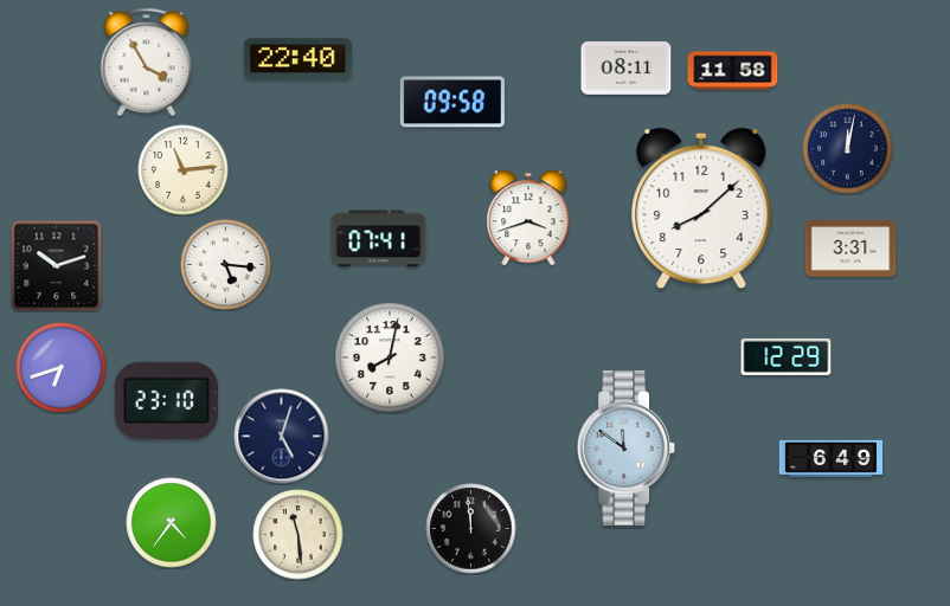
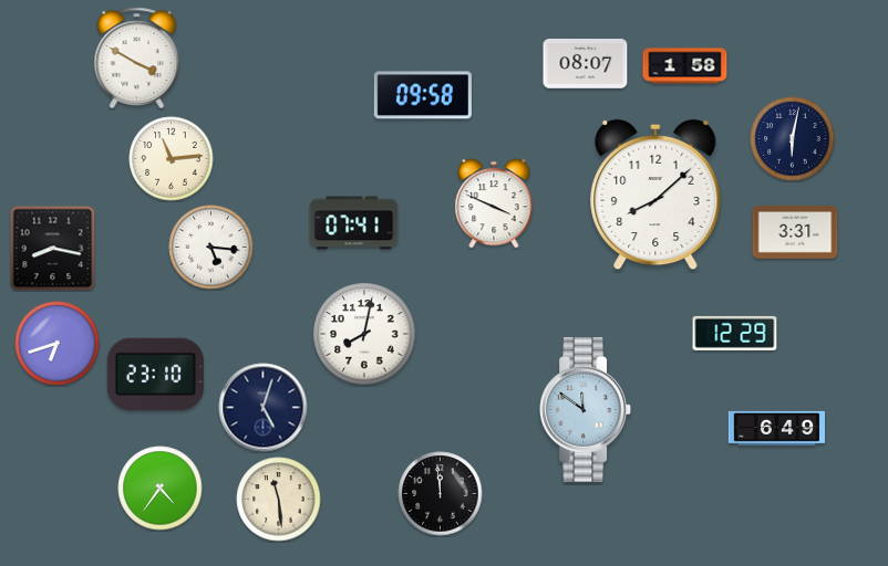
clock at (297, 59): 22:40 -> none
clock at (147, 63): 3:55 -> 3:50
clock at (627, 69): 08:11 -> 08:07
clock at (733, 71): 11:58 -> 1:58
clock at (848, 149): 12:02 -> 6:02
clock at (528, 218): 3:42 -> 3:49
clock at (56, 265): 10:12 -> 8:17
clock at (625, 449) position: (625, 449) -> (585, 410)
